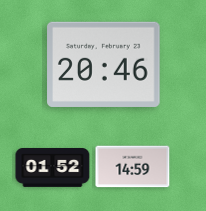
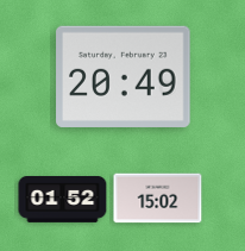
clock at (104, 64): 20:46 -> 20:49
clock at (133, 167): 14:59 -> 15:02
